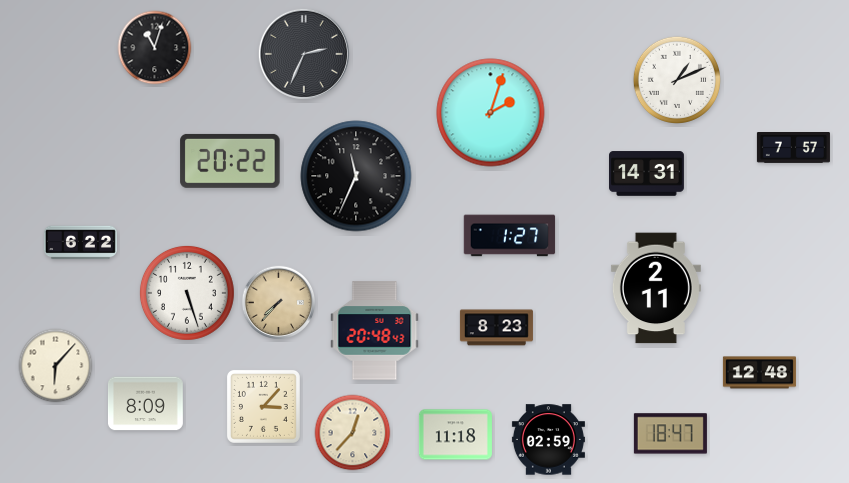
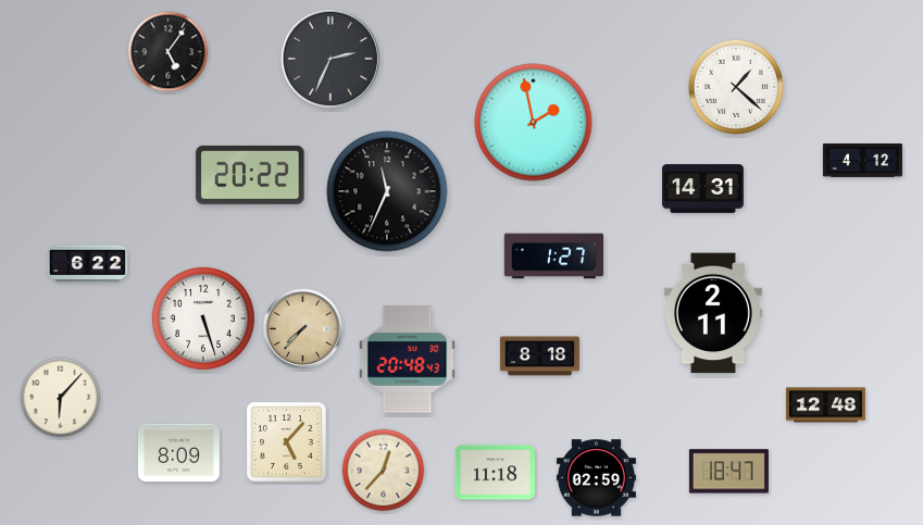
clock at (155, 48): 11:03 -> 5:06
clock at (677, 80): 1:11 -> 1:22
clock at (491, 113): 2:03 -> 1:58
clock at (793, 148): 7:57 -> 4:12
clock at (496, 328): 8:23 -> 8:18
clock at (145, 404) position: (145, 404) -> (178, 453)
clock at (263, 406): 3:07 -> 5:07
